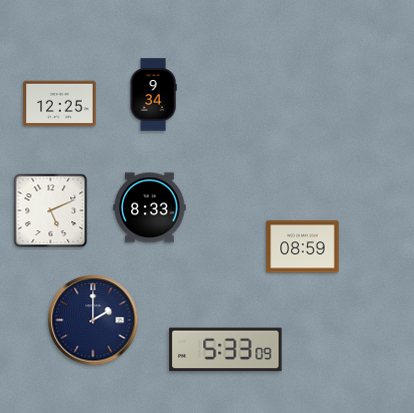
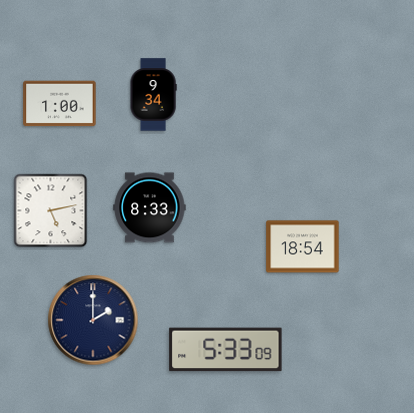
clock at (60, 104): 12:25 -> 1:00
clock at (51, 211): 5:11 -> 5:13
clock at (303, 247): 08:59 -> 18:54
